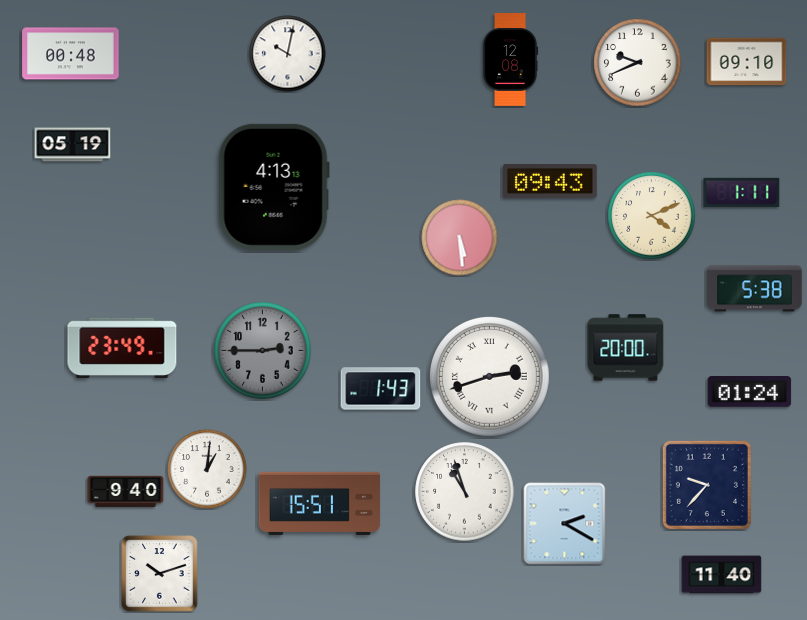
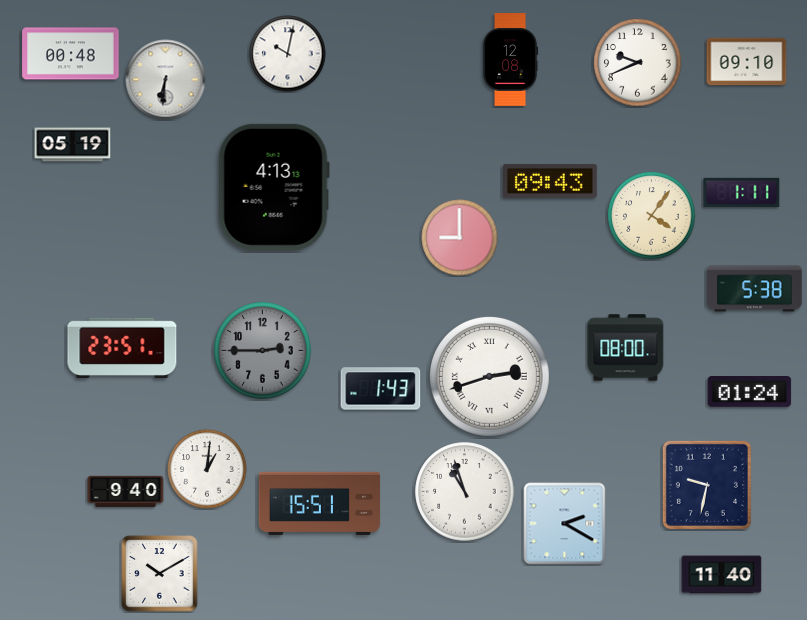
clock at (166, 80): none -> 6:31
clock at (652, 216): 4:11 -> 4:06
clock at (460, 238): 5:29 -> 9:00
clock at (122, 347): 23:49 -> 23:51
clock at (626, 348): 20:00 -> 08:00
clock at (707, 485): 9:37 -> 9:32
clock at (160, 574): 10:12 -> 10:10
